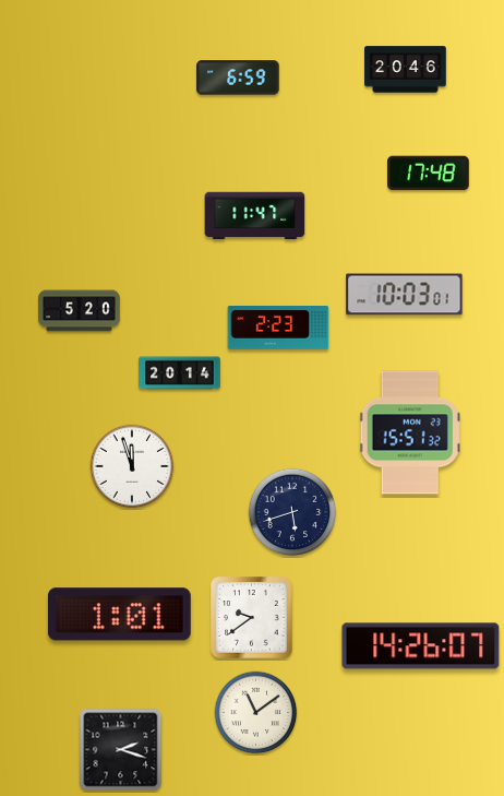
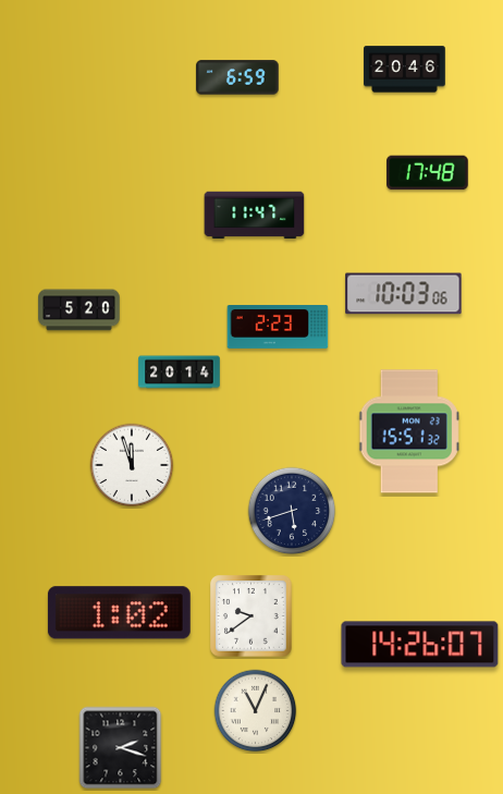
clock at (405, 295): 10:03:01 -> 10:03:06
clock at (119, 615): 1:01 -> 1:02
clock at (256, 713): 11:09 -> 11:04
